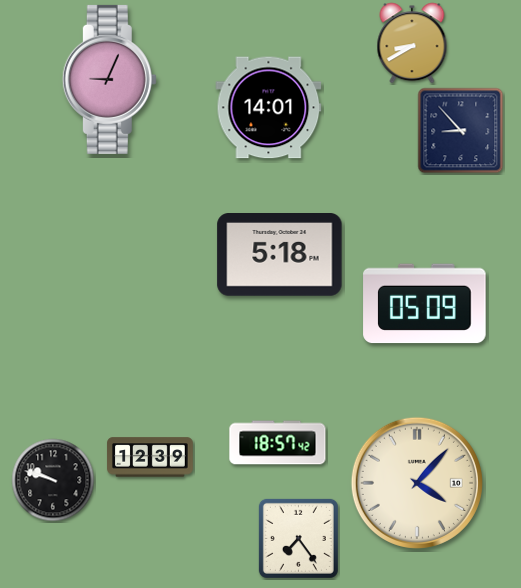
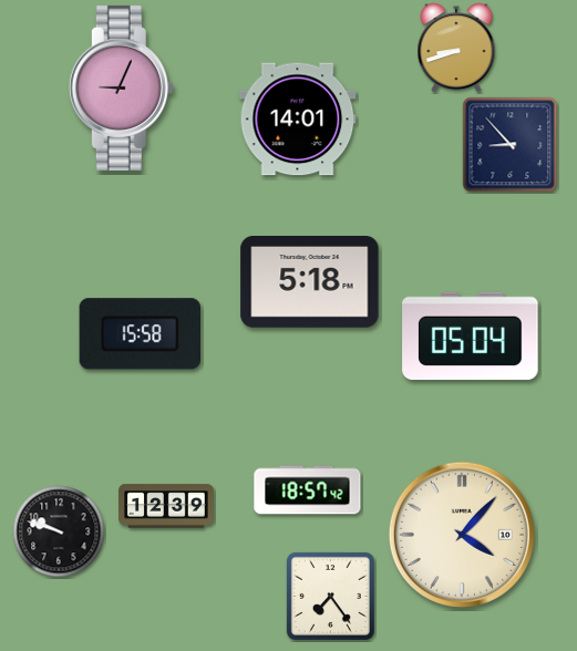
clock at (412, 43): 8:40 -> 8:42
clock at (140, 334): none -> 15:58
clock at (425, 304): 05:09 -> 05:04
